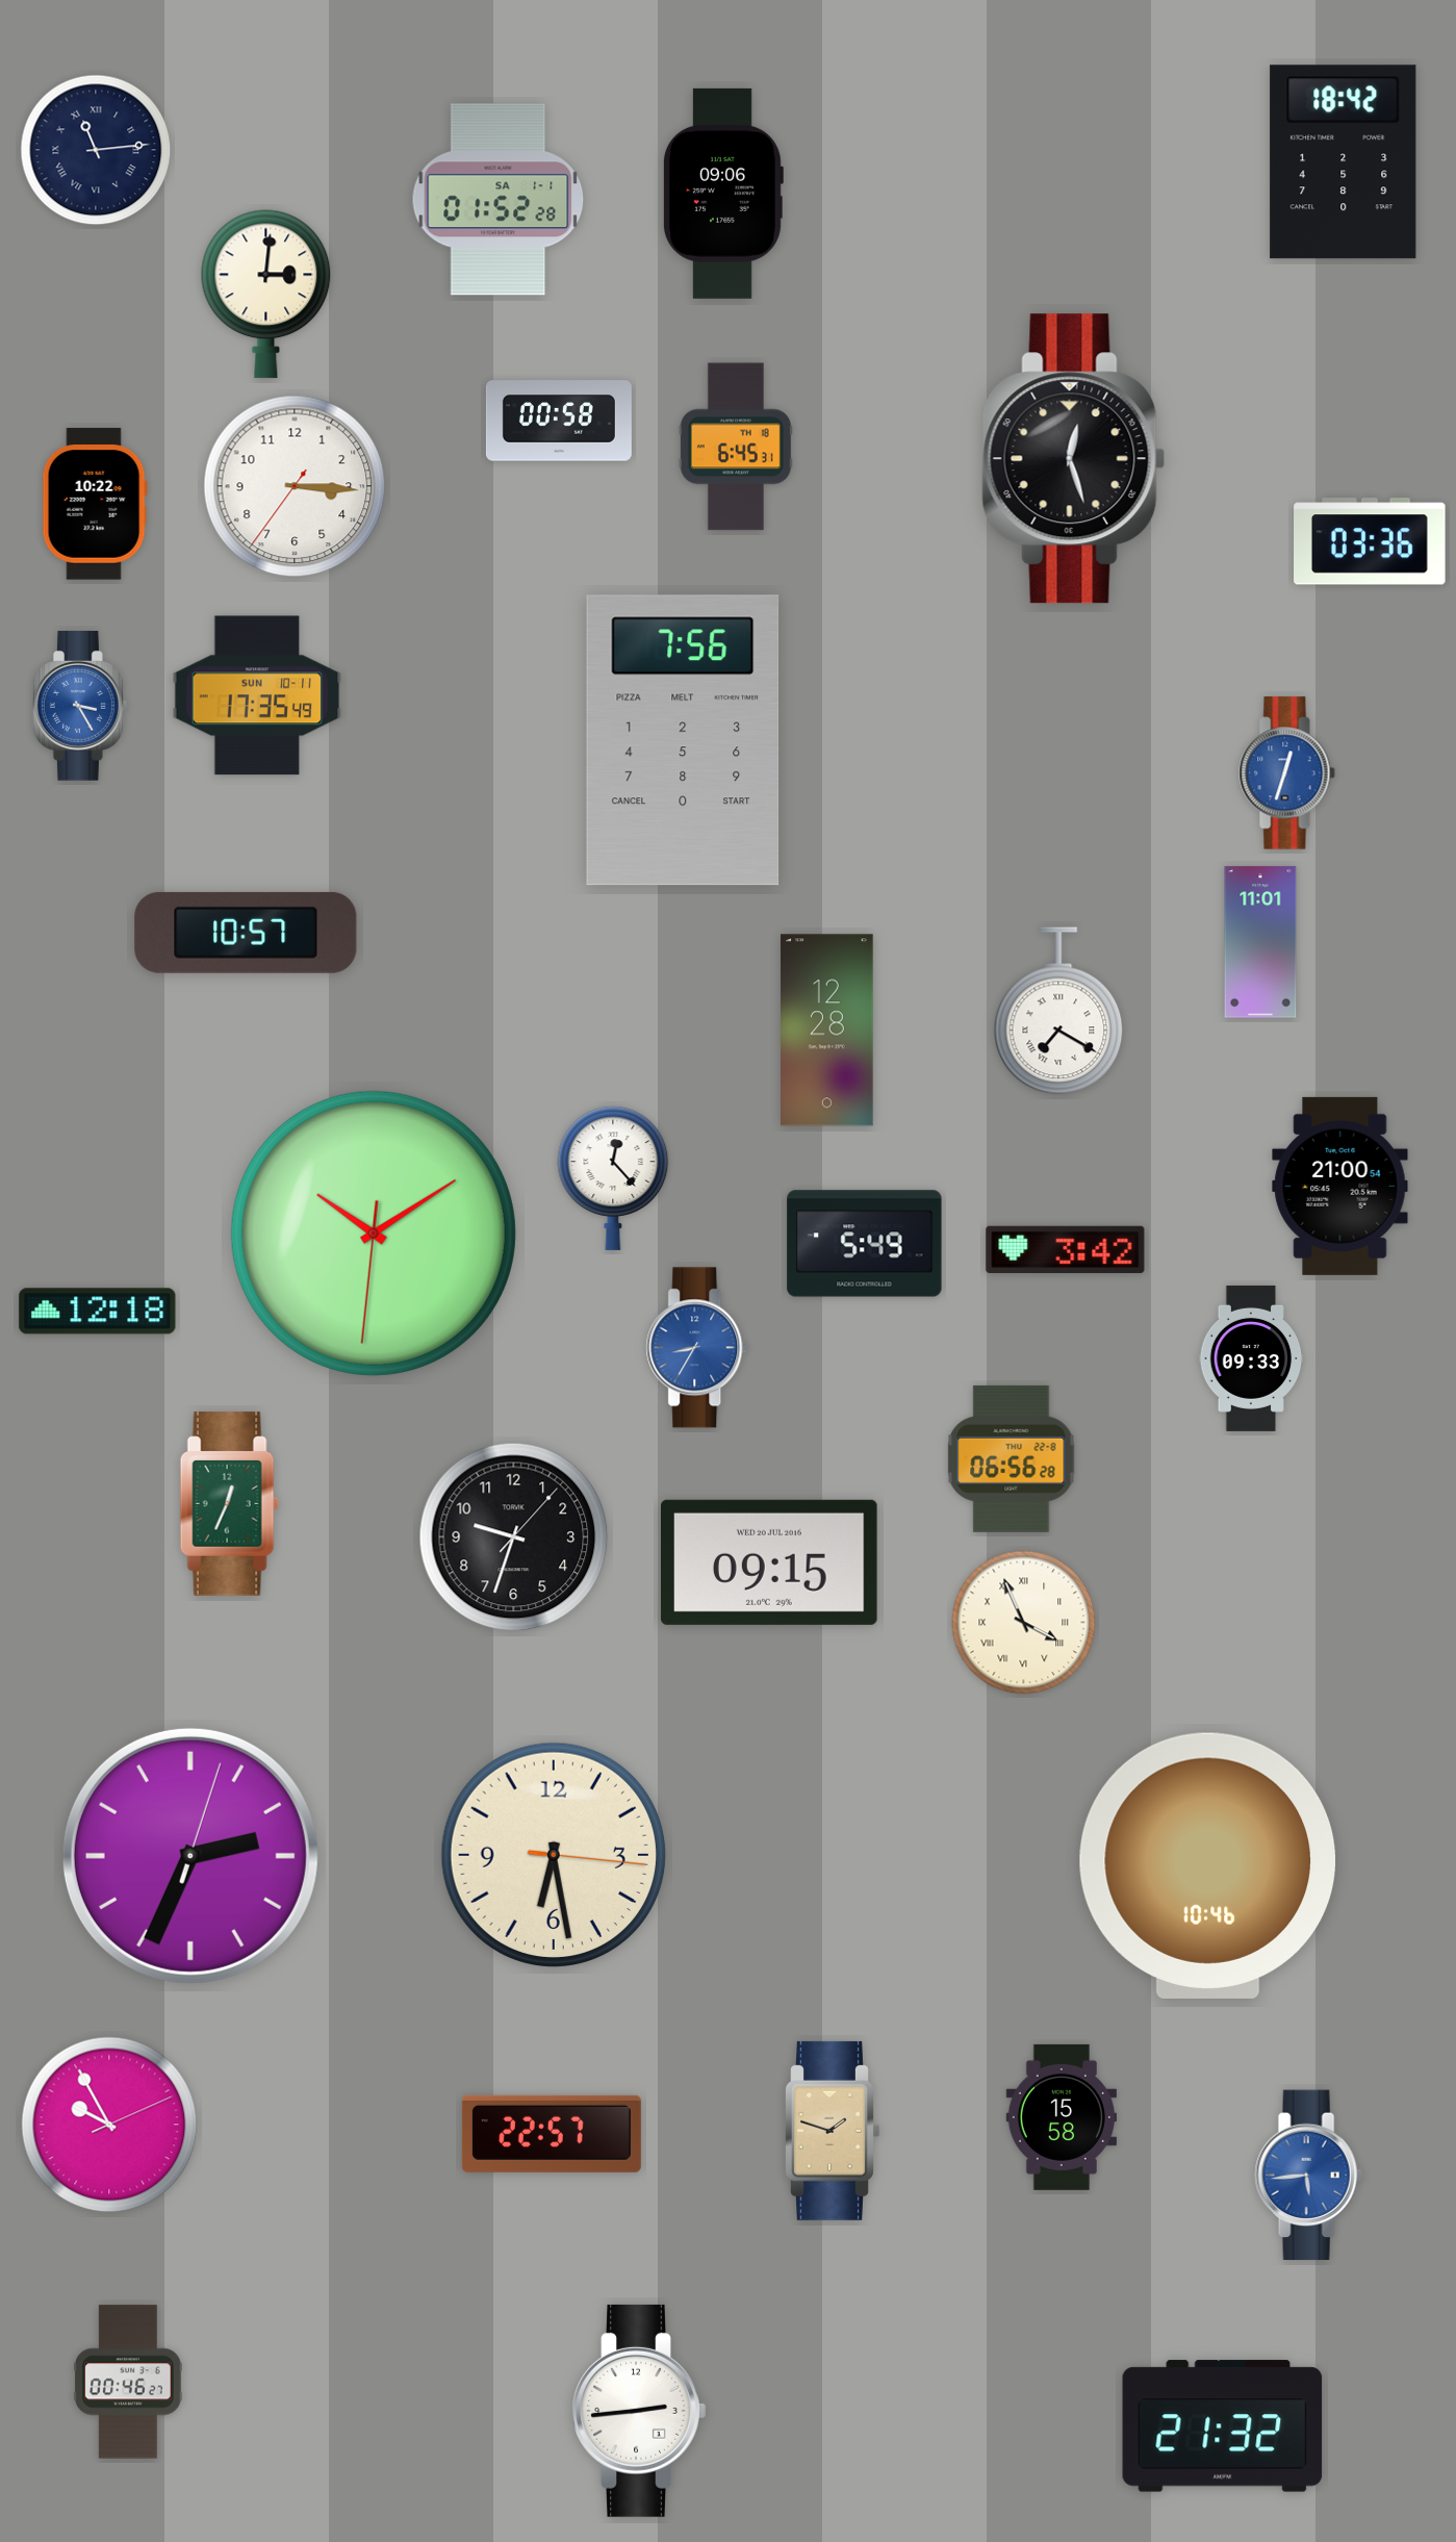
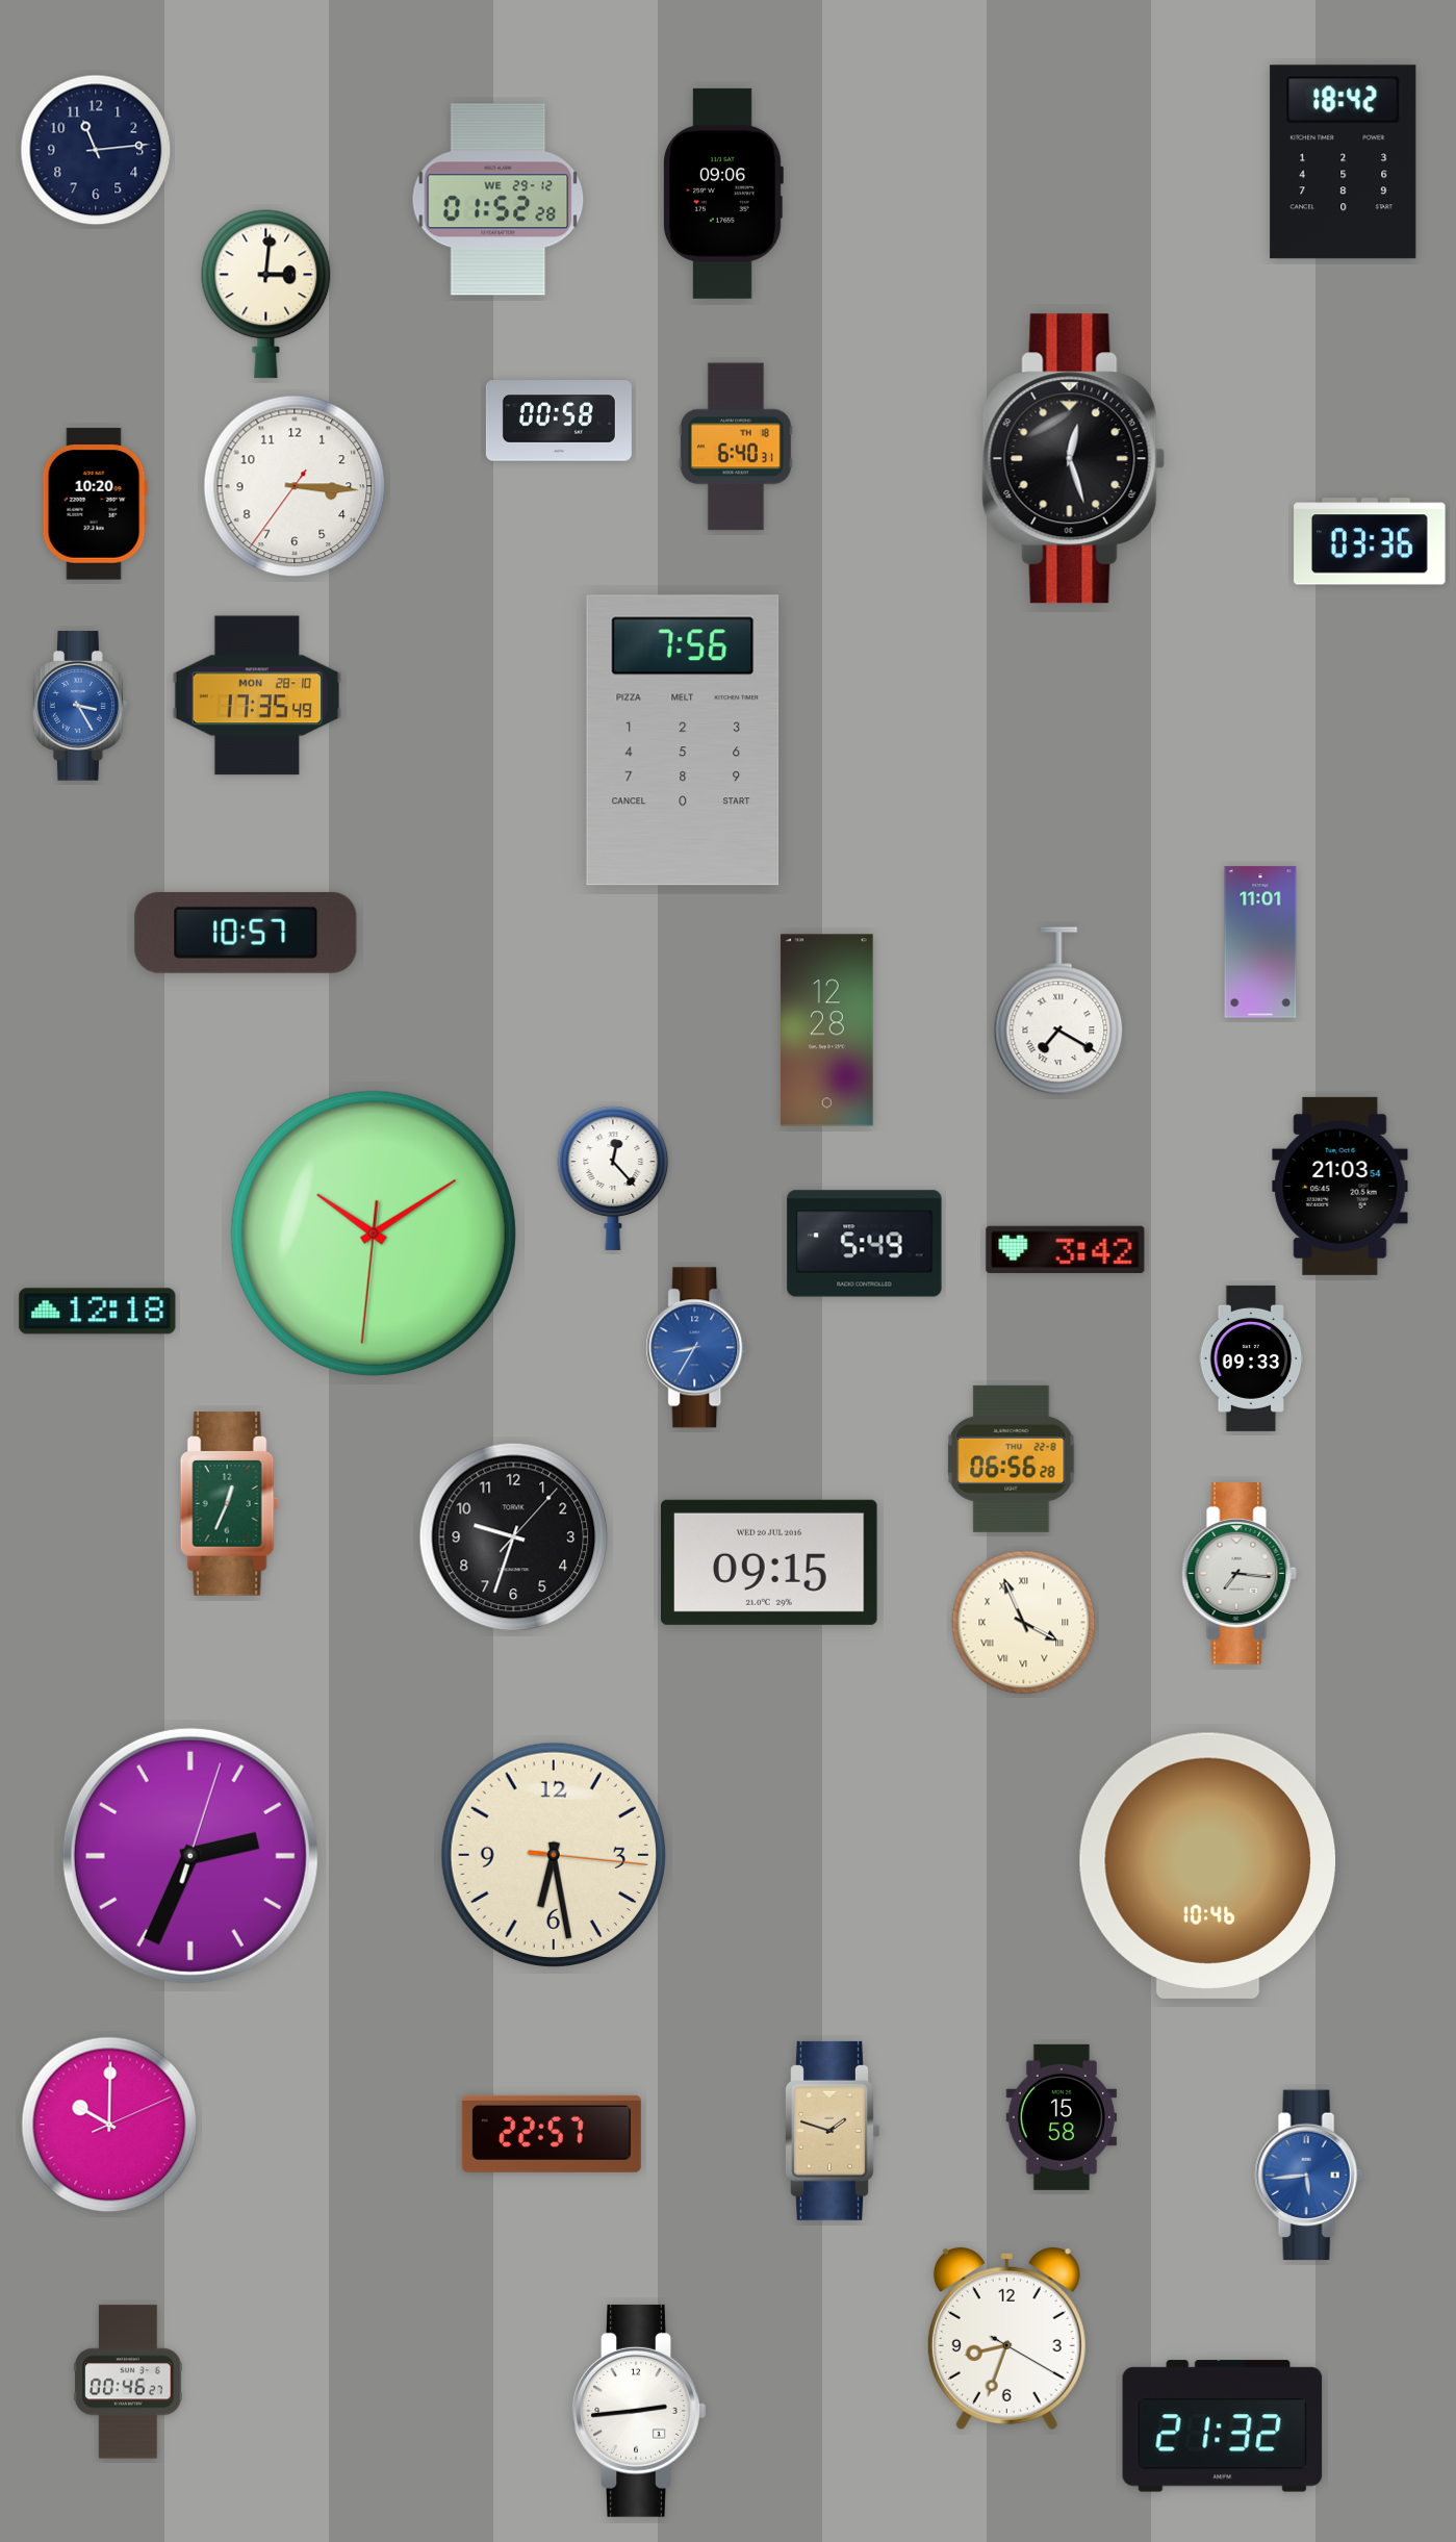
clock at (96, 150) numerals: Roman -> Arabic
clock at (499, 200) date: SA 1-1 -> WE 29-12
clock at (736, 447): 6:45 -> 6:40
clock at (95, 504): 10:22 -> 10:20
clock at (257, 695) date: SUN 10-11 -> MON 28-10
clock at (1287, 773): 12:33 -> none
clock at (1340, 1186): 21:00 -> 21:03
clock at (1238, 1574): none -> 7:16
clock at (109, 2125): 9:55 -> 10:00
clock at (1006, 2338): none -> 8:33
